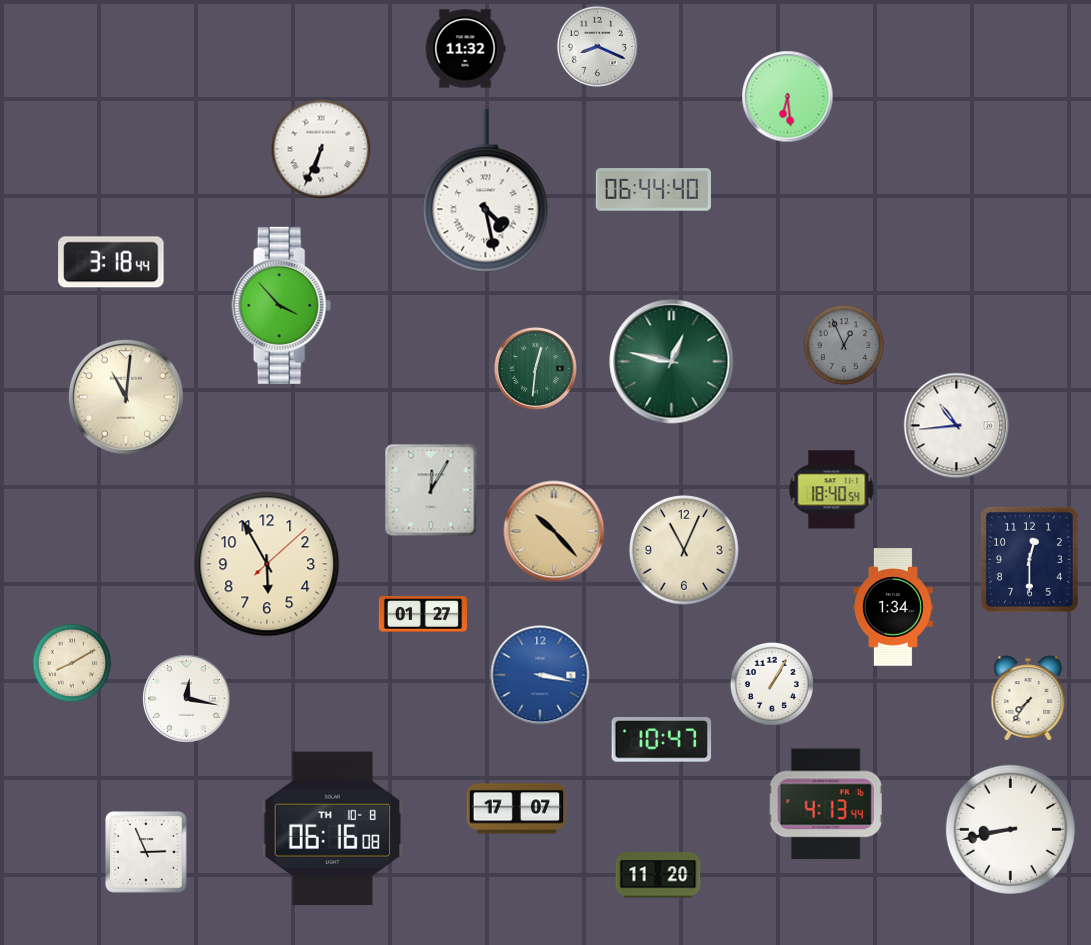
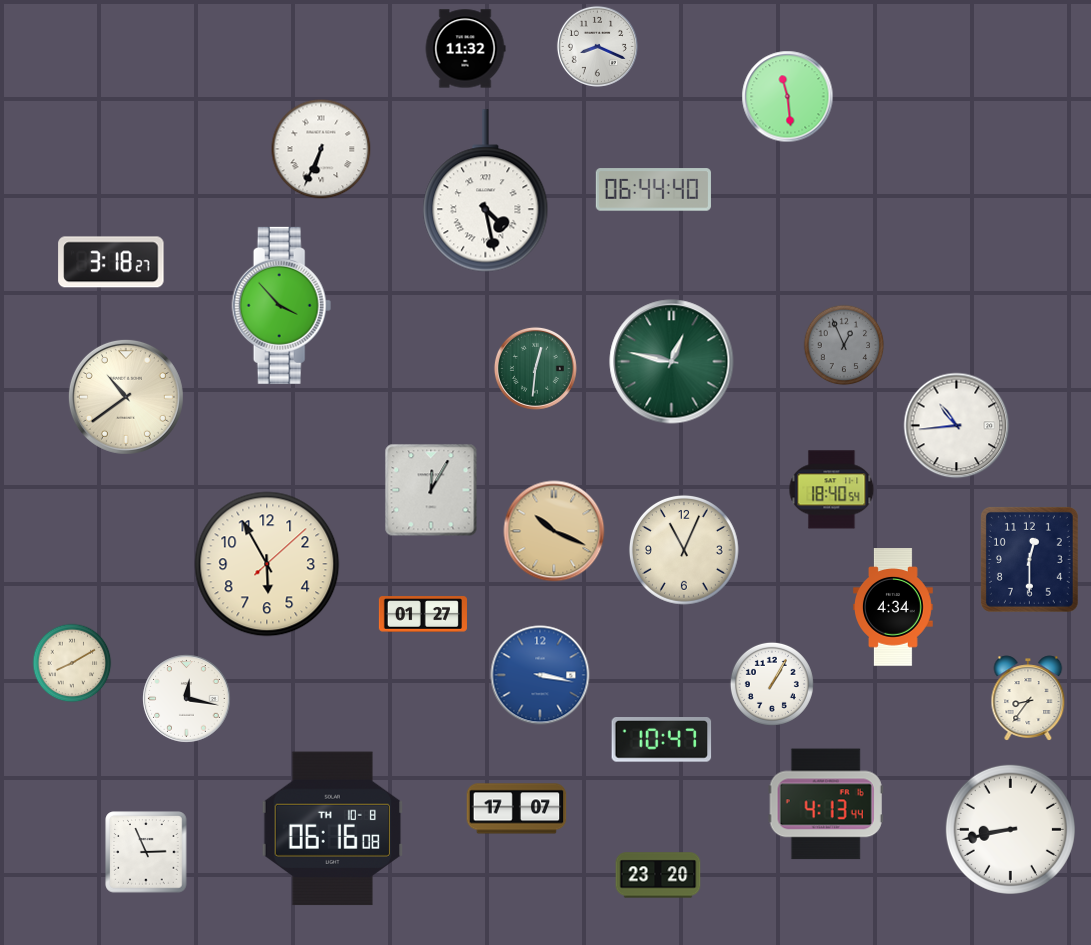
clock at (788, 97): 6:29 -> 11:29
clock at (111, 262): 3:18:44 -> 3:18:27
clock at (126, 397): 11:01 -> 10:39
clock at (554, 531): 10:23 -> 10:19
clock at (894, 607): 1:34 -> 4:34
clock at (1028, 698): 7:36 -> 8:36
clock at (658, 875): 11:20 -> 23:20
